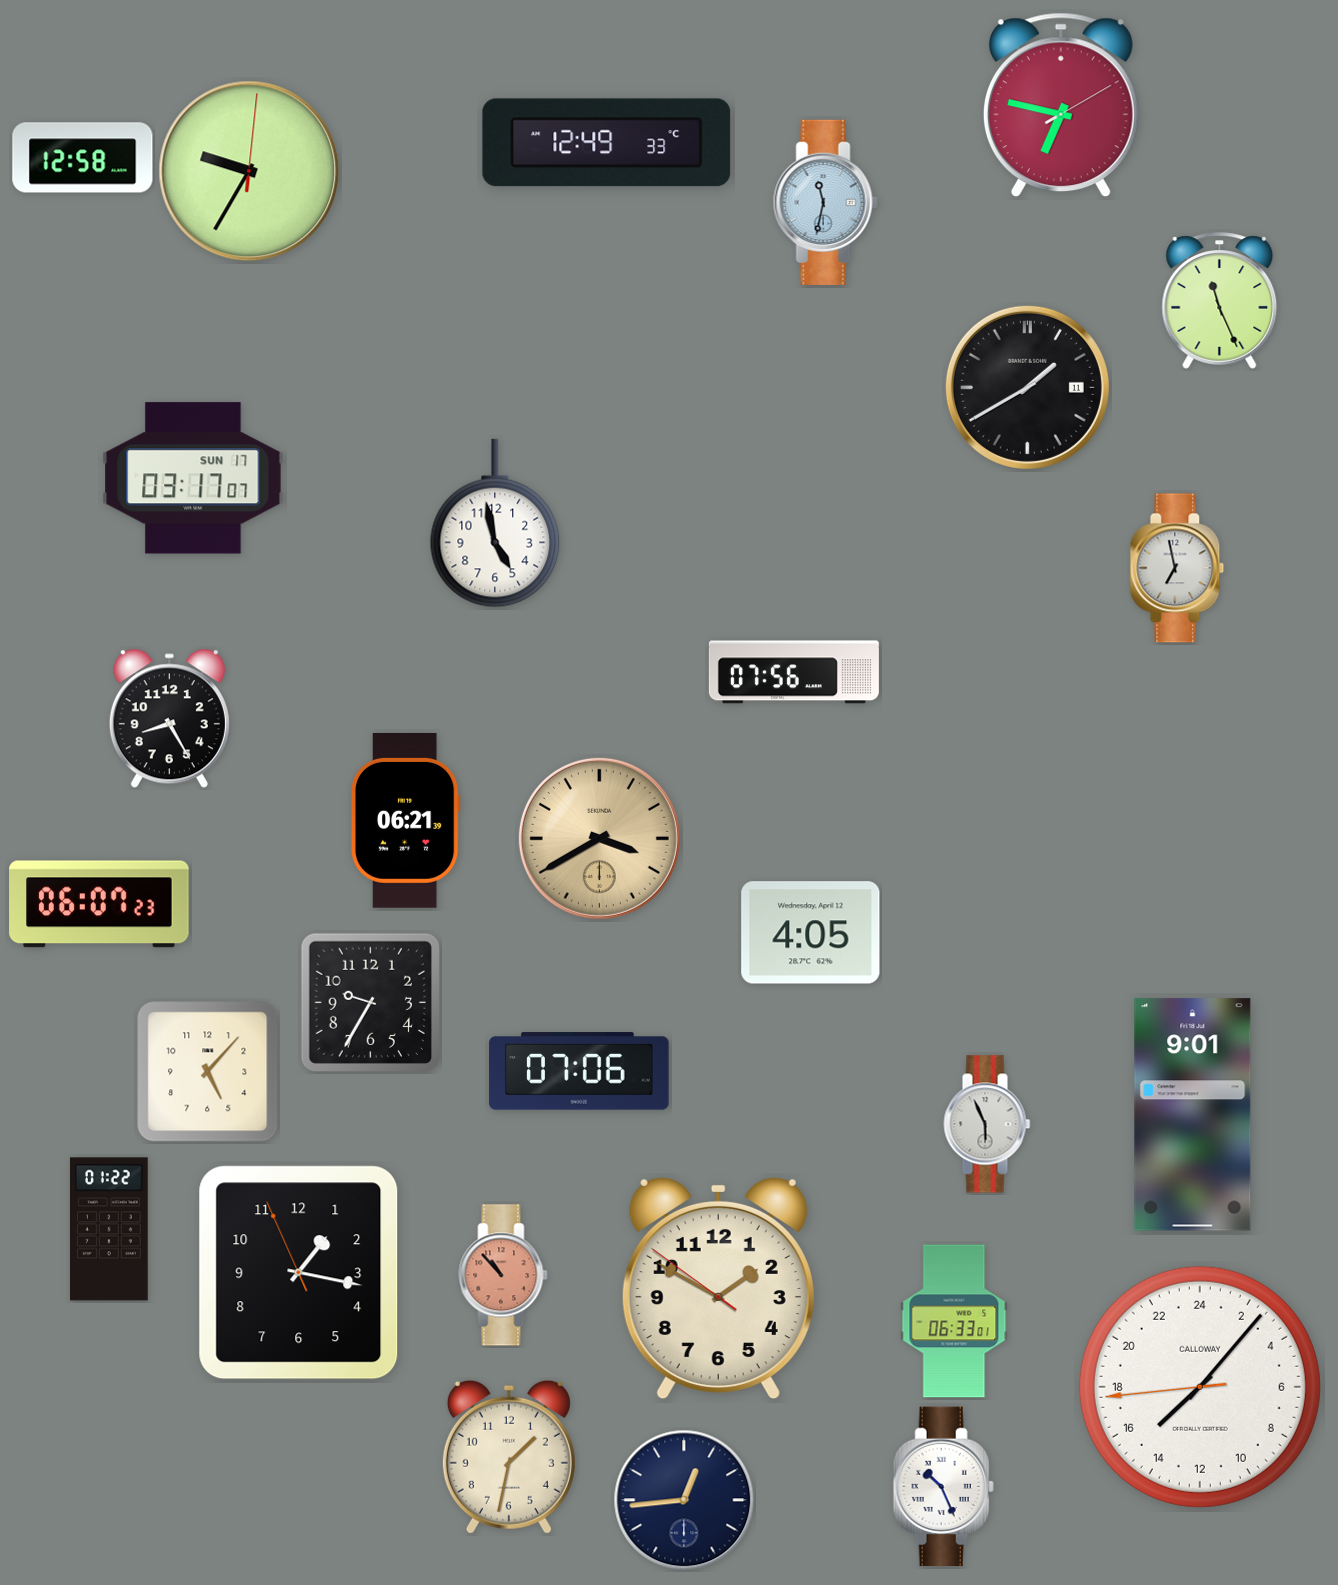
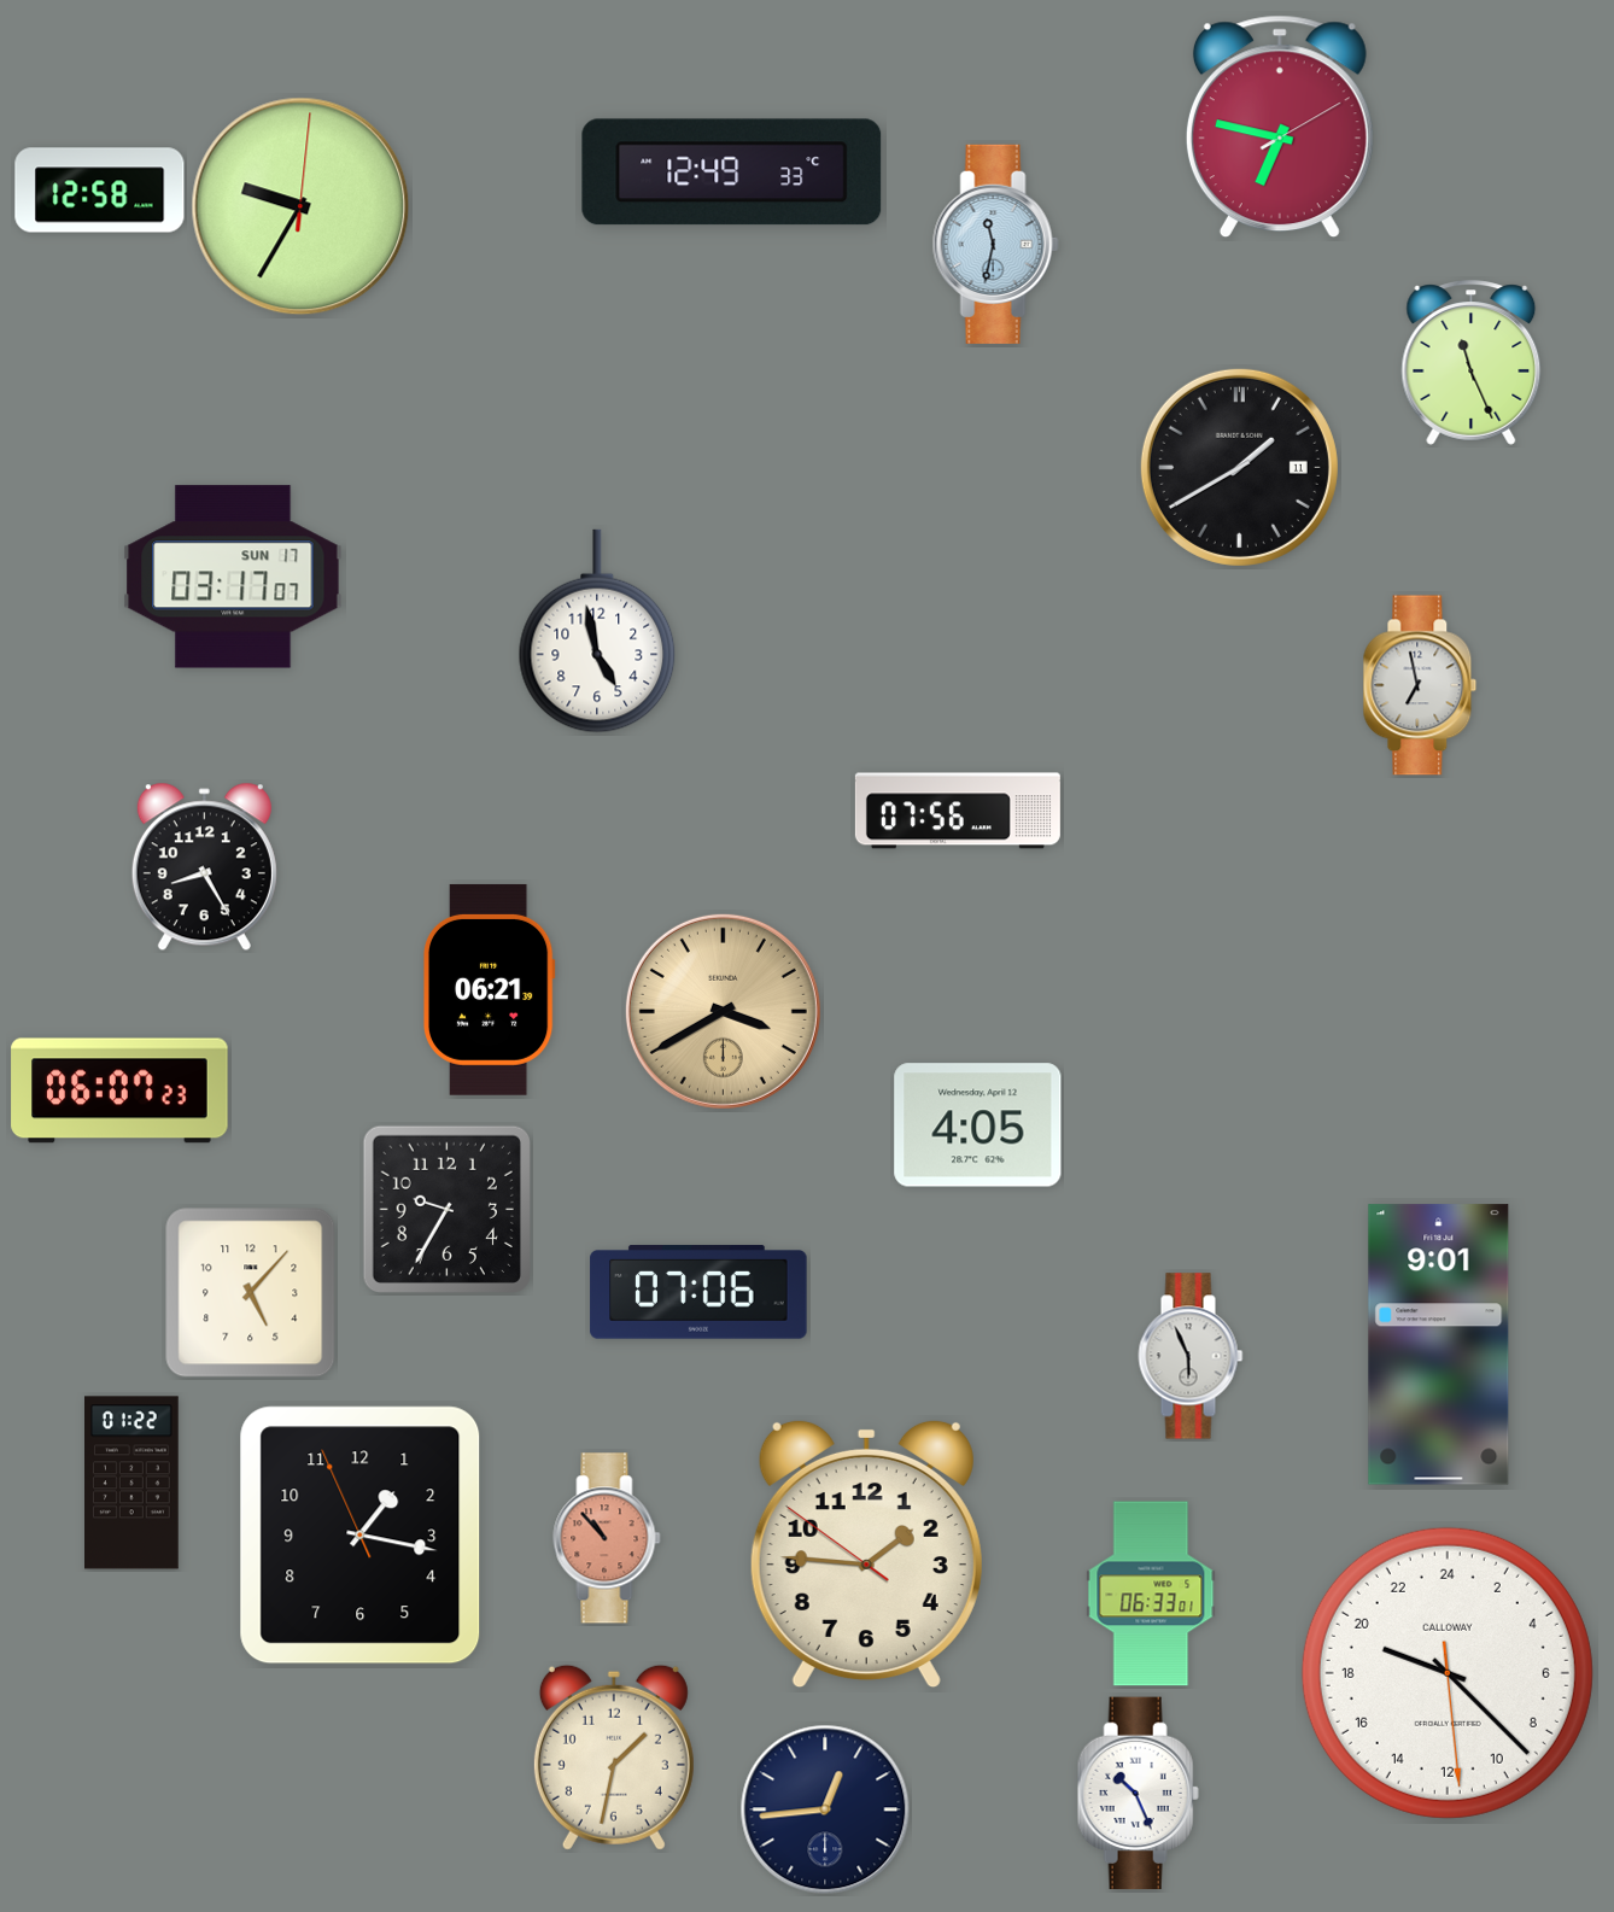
clock at (718, 1288): 1:49 -> 1:45
clock at (1200, 1387): 15:06 -> 19:22
